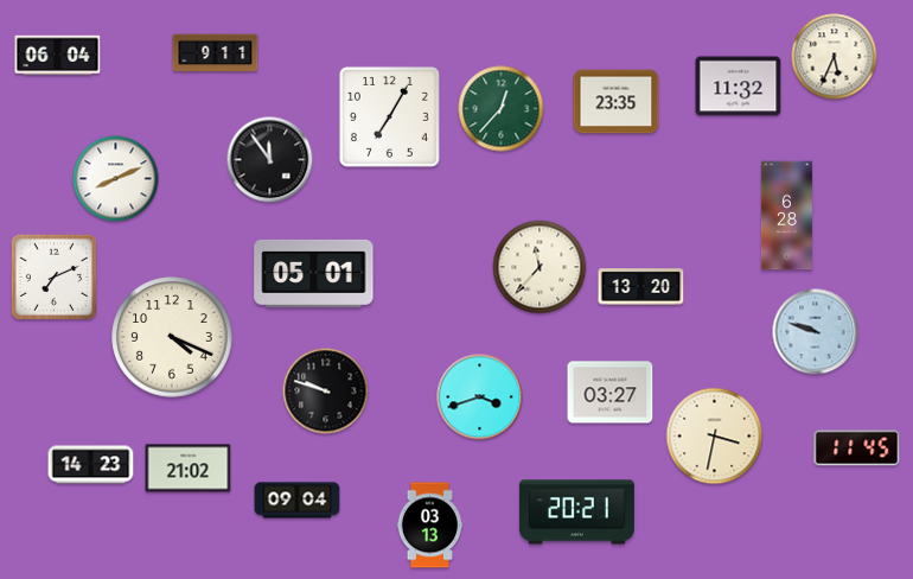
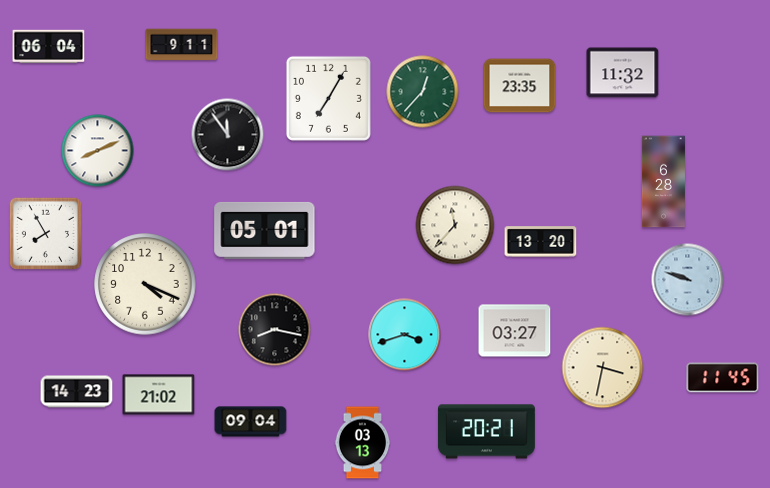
clock at (835, 57): 5:34 -> none
clock at (53, 276): 7:11 -> 7:55
clock at (326, 392): 9:48 -> 8:17
